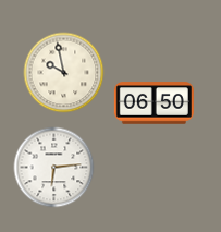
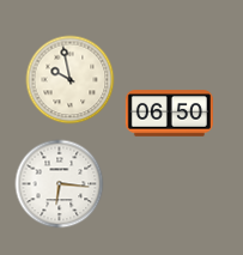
clock at (54, 168): 6:14 -> 6:16
